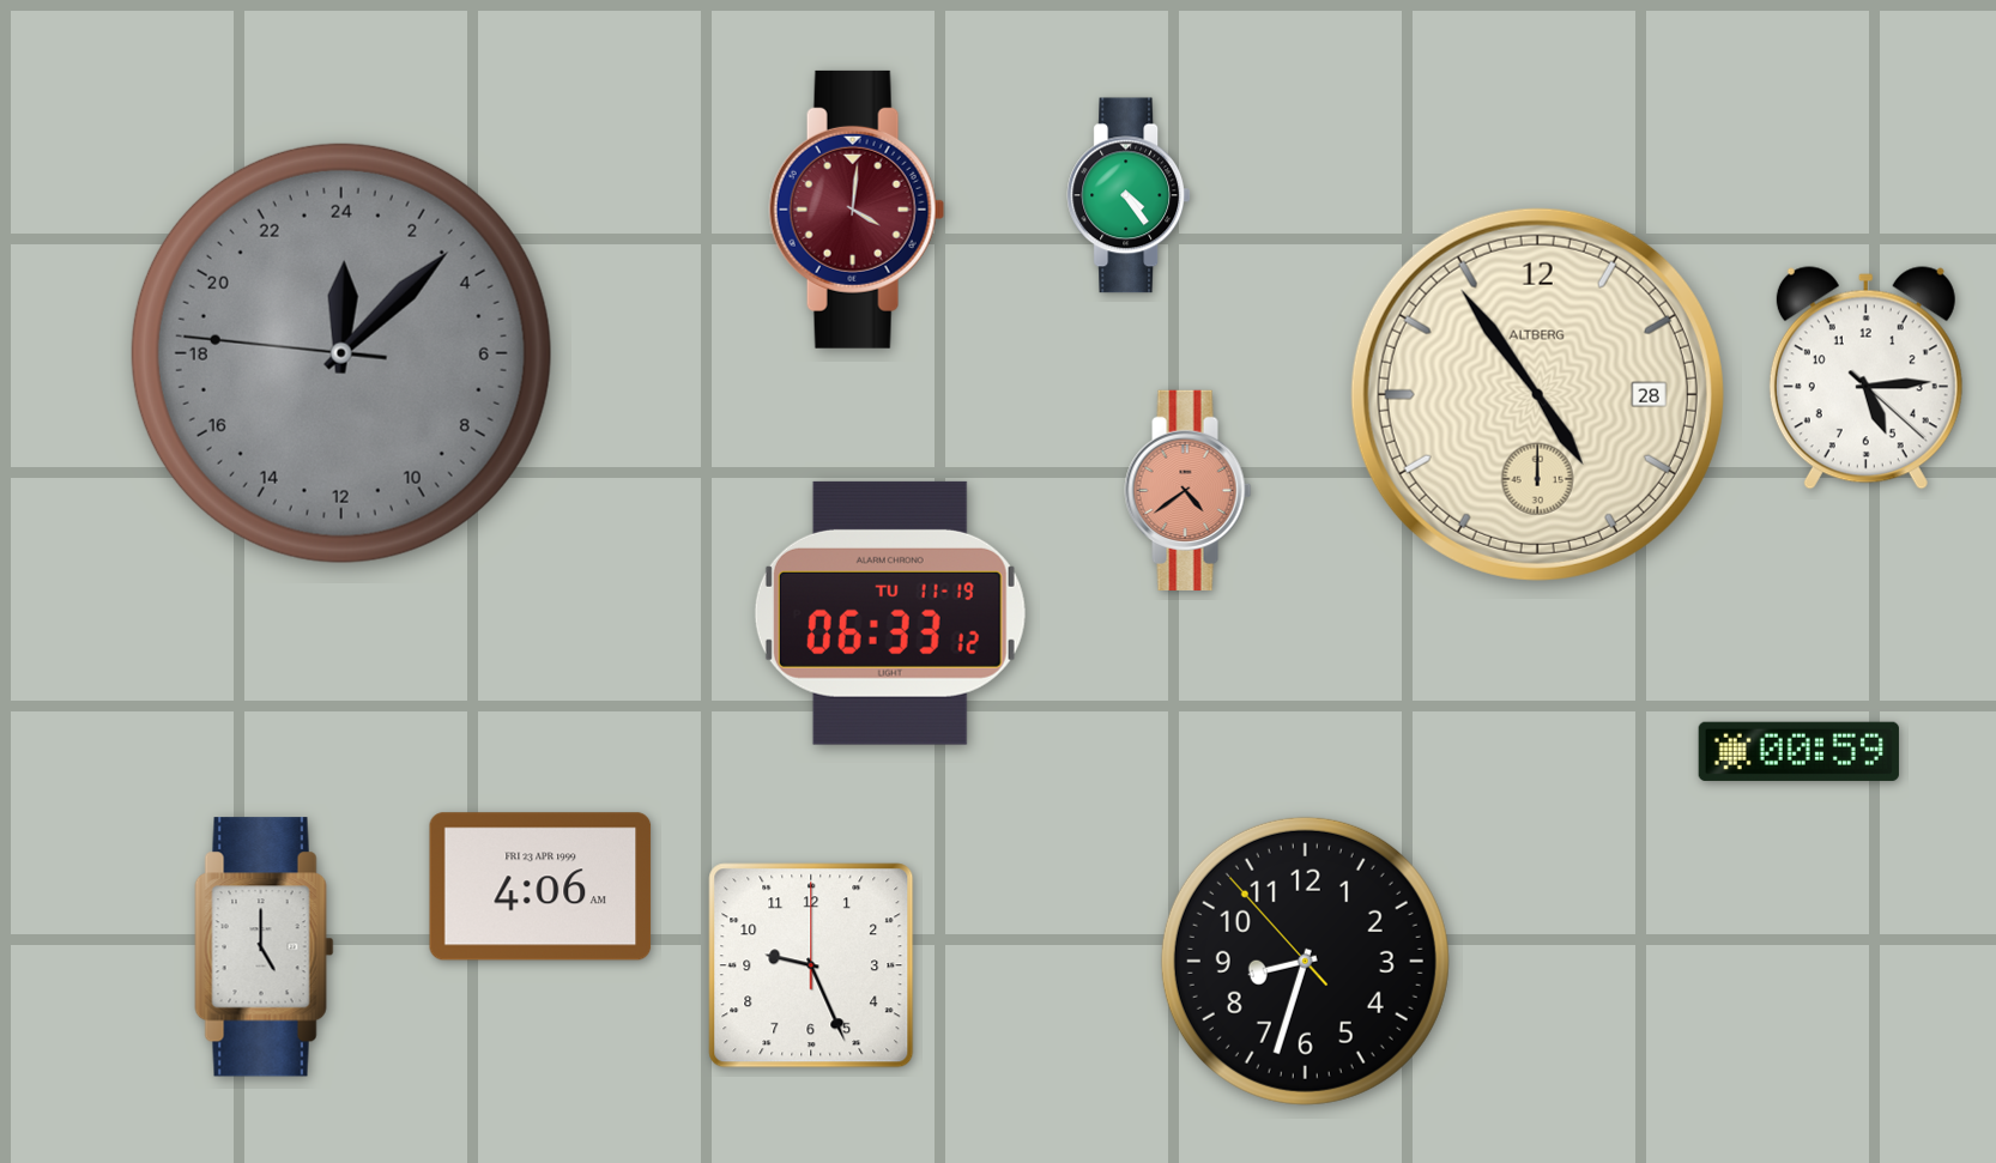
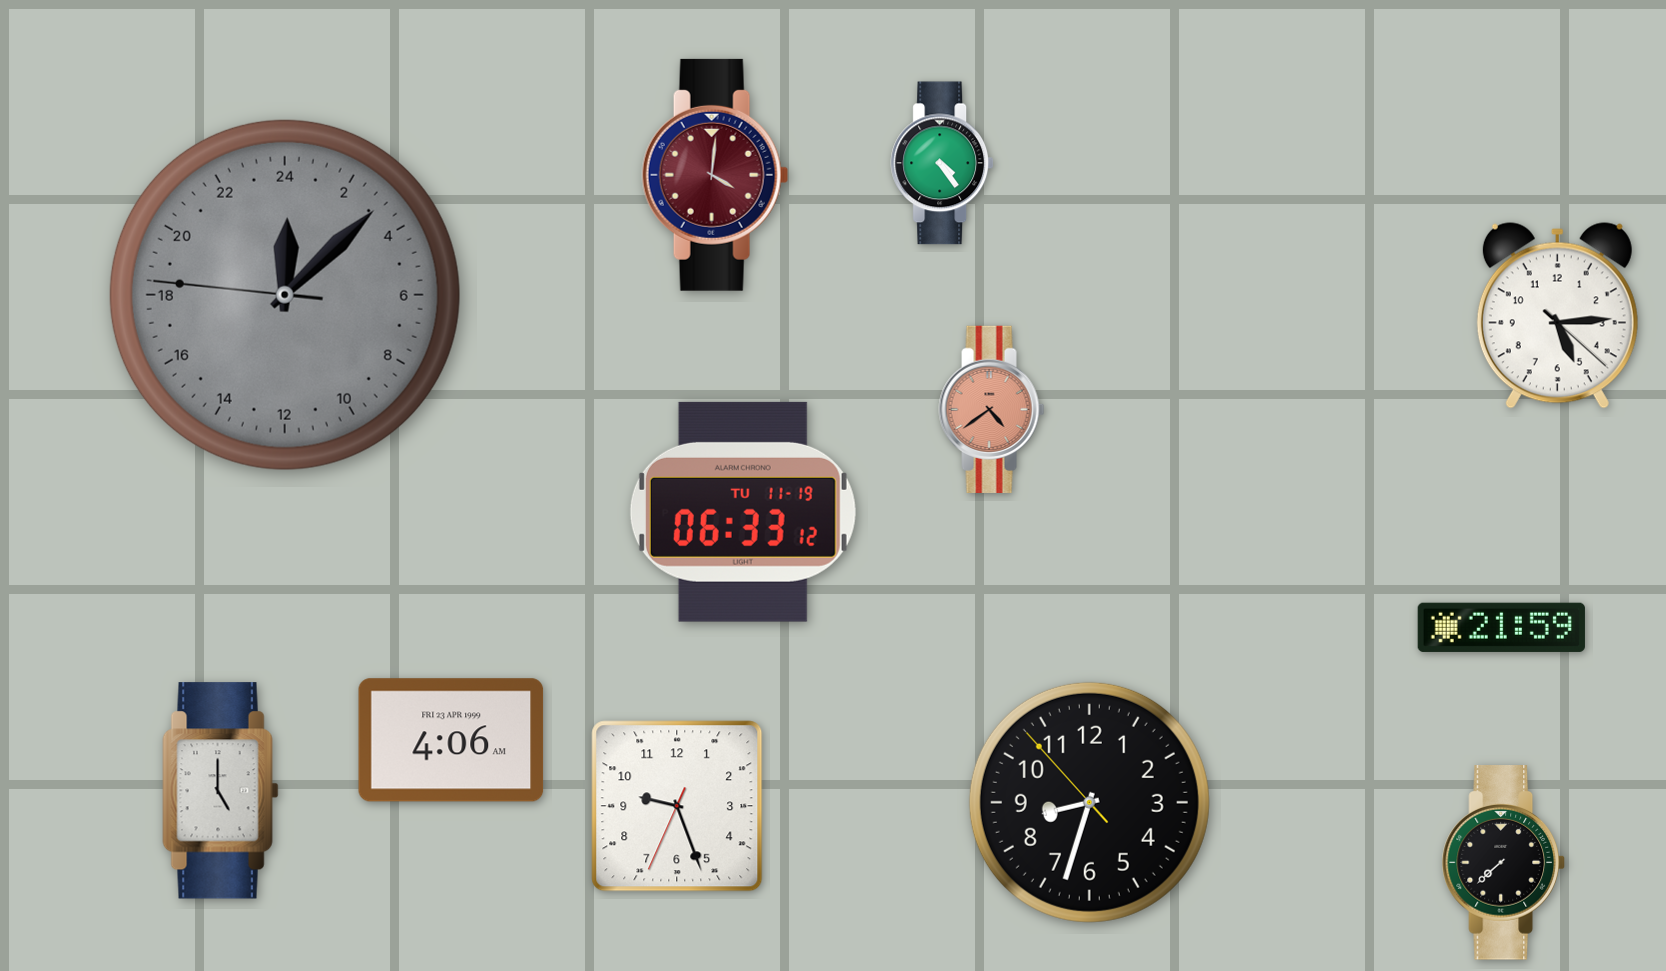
clock at (1537, 394): 4:54 -> none
clock at (1798, 751): 00:59 -> 21:59
clock at (811, 965): 9:26:00 -> 9:26:34
clock at (1503, 863): none -> 7:38
